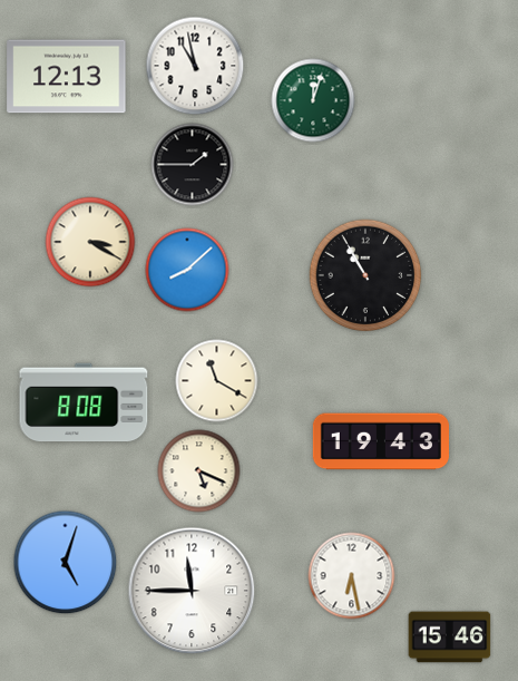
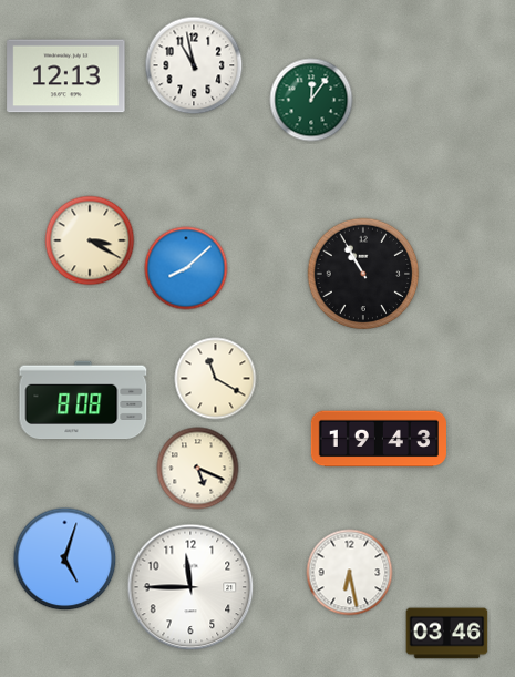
clock at (313, 100): 12:03 -> 12:06
clock at (193, 165): 1:45 -> none
clock at (450, 638): 15:46 -> 03:46
